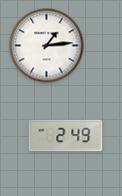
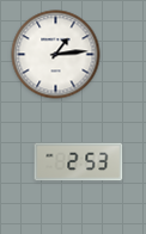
clock at (66, 136): 2:49 -> 2:53
